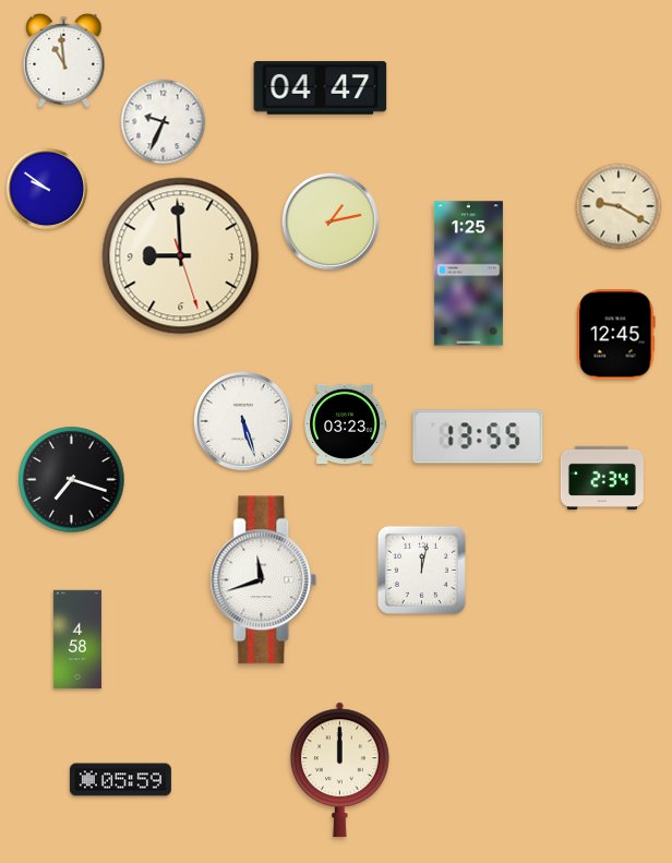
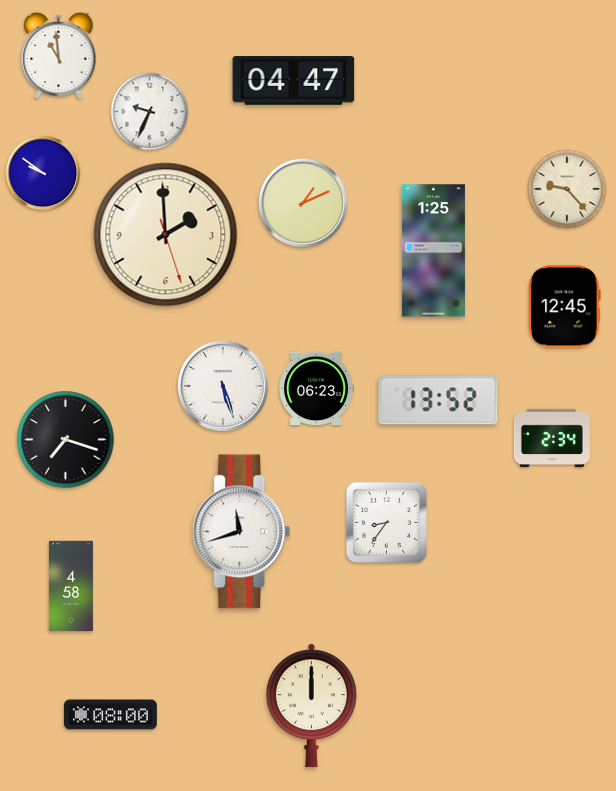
clock at (619, 206): 9:20 -> 9:23
clock at (331, 221): 1:13 -> 1:11
clock at (181, 256): 8:59 -> 1:59
clock at (468, 274) position: (468, 274) -> (433, 251)
clock at (345, 424): 03:23 -> 06:23
clock at (478, 436): 13:55 -> 13:52
clock at (421, 570): 12:02 -> 8:36
clock at (120, 780): 05:59 -> 08:00
